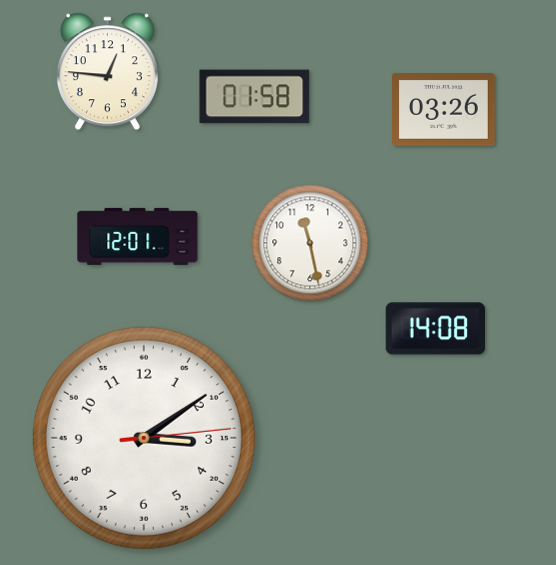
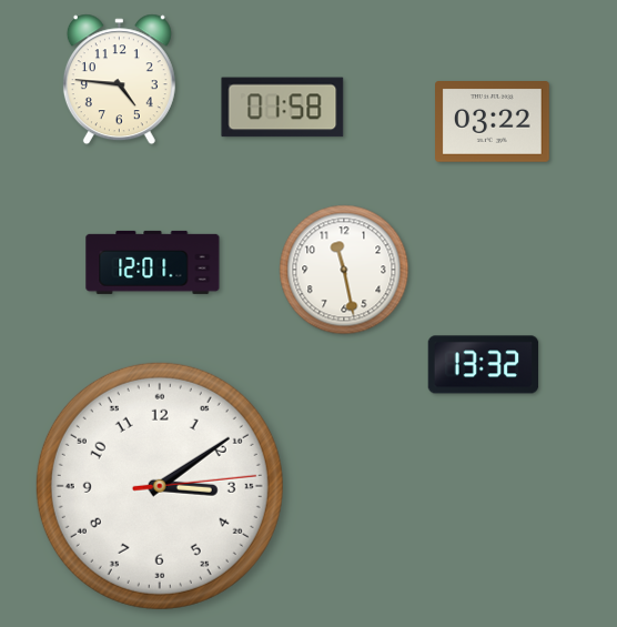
clock at (107, 72): 12:46 -> 4:46
clock at (444, 110): 03:26 -> 03:22
clock at (436, 329): 14:08 -> 13:32
